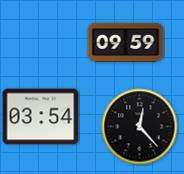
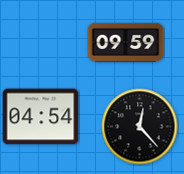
clock at (41, 117): 03:54 -> 04:54
